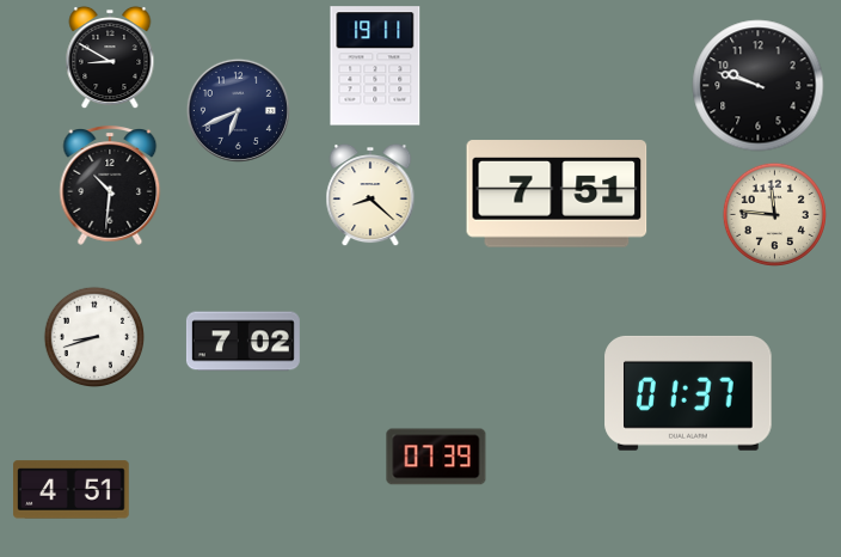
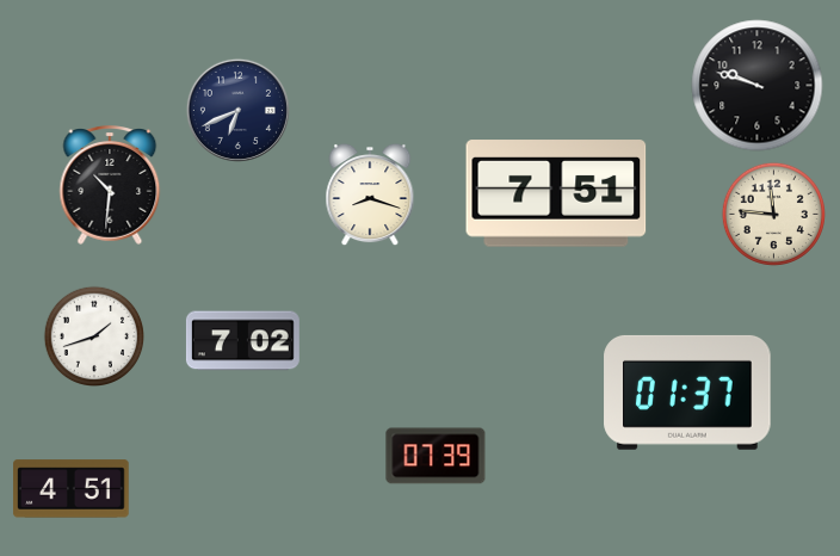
clock at (110, 57): 8:50 -> none
clock at (375, 66): 19:11 -> none
clock at (370, 195): 8:22 -> 8:18
clock at (94, 337): 8:42 -> 1:42
